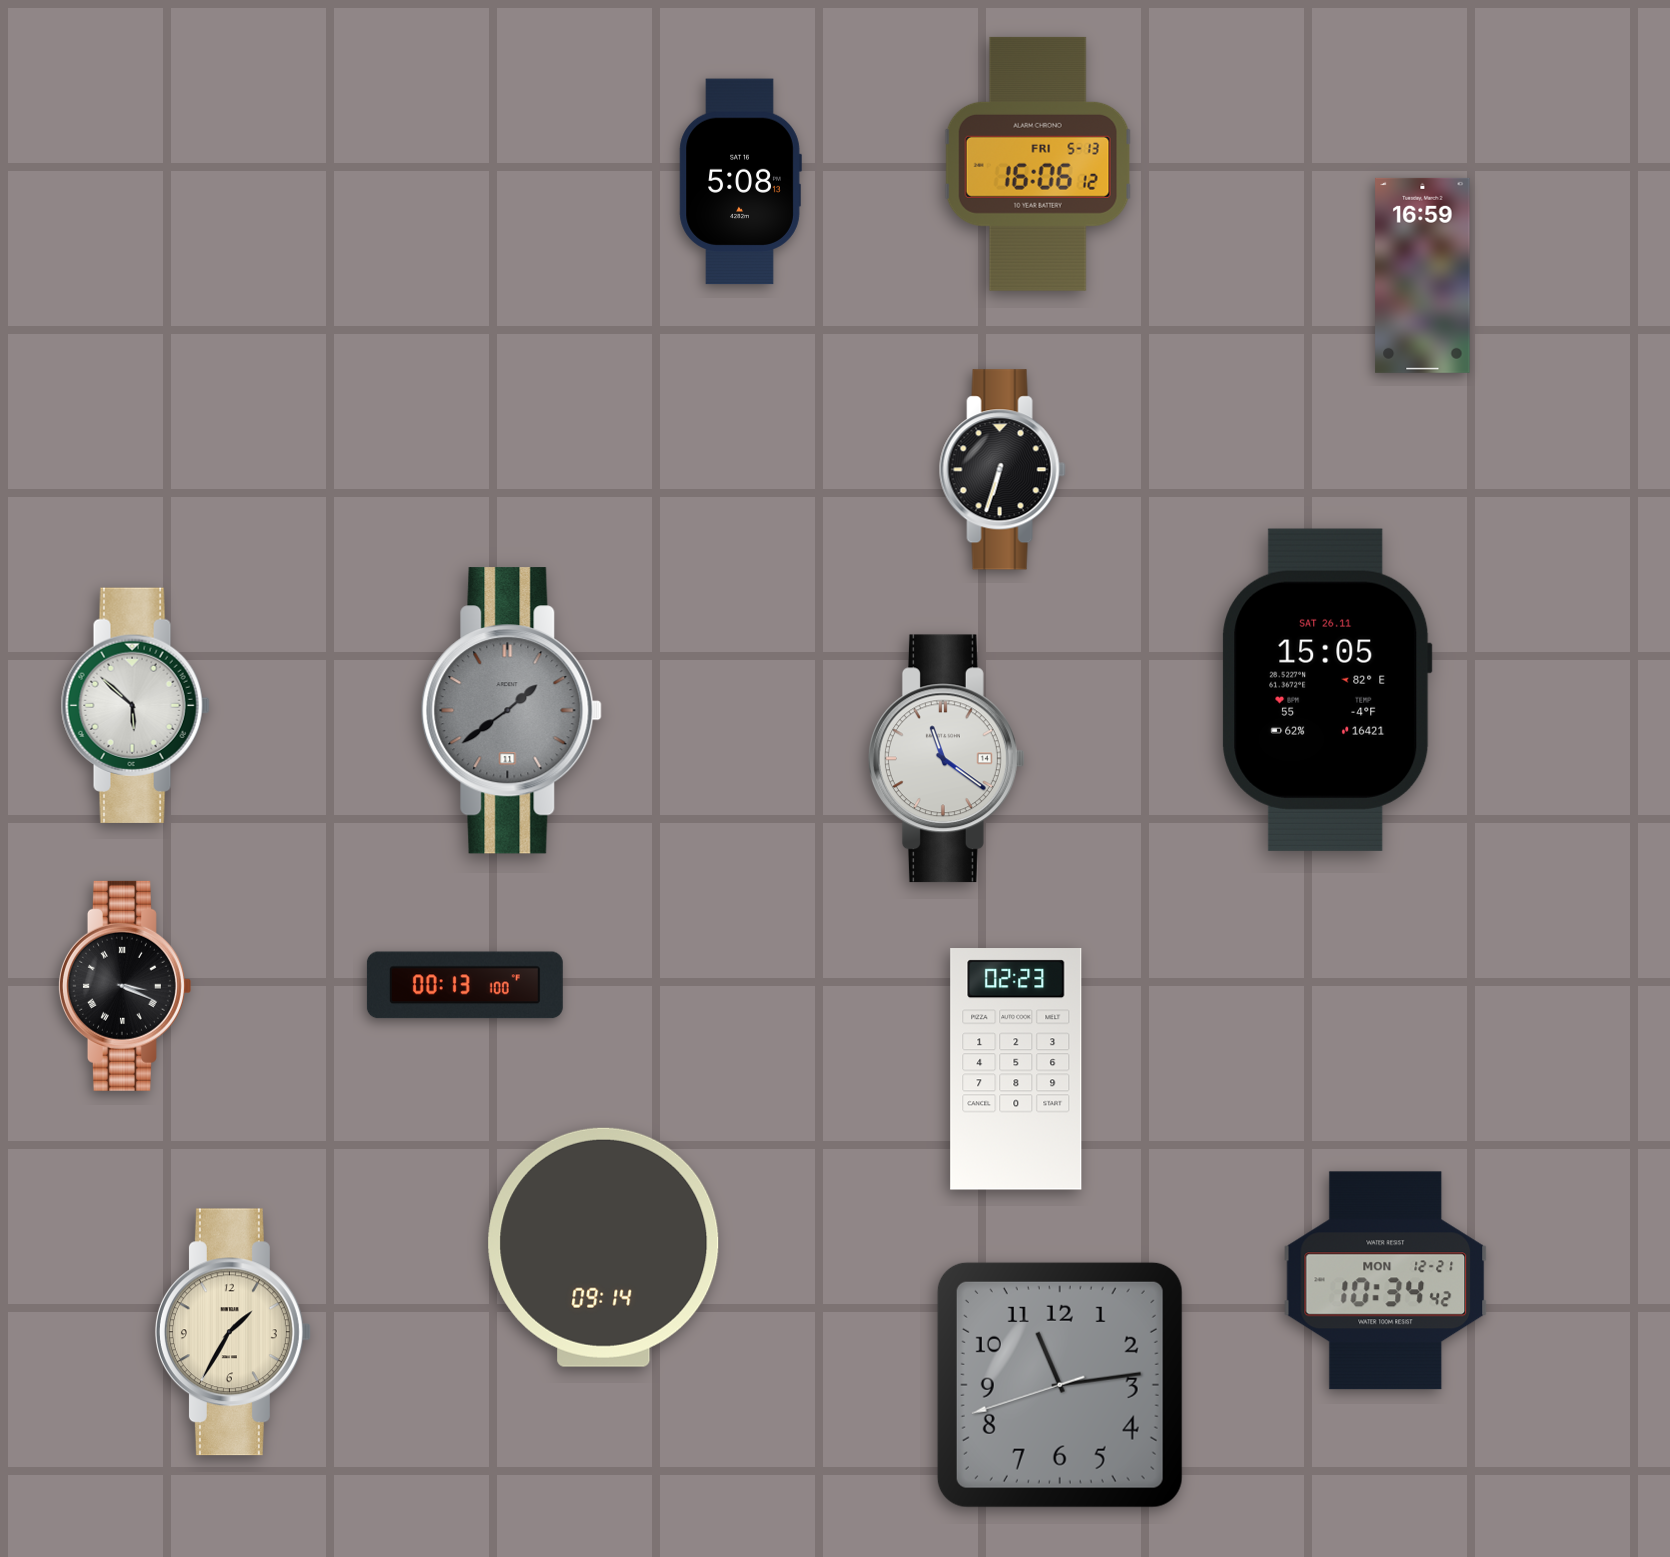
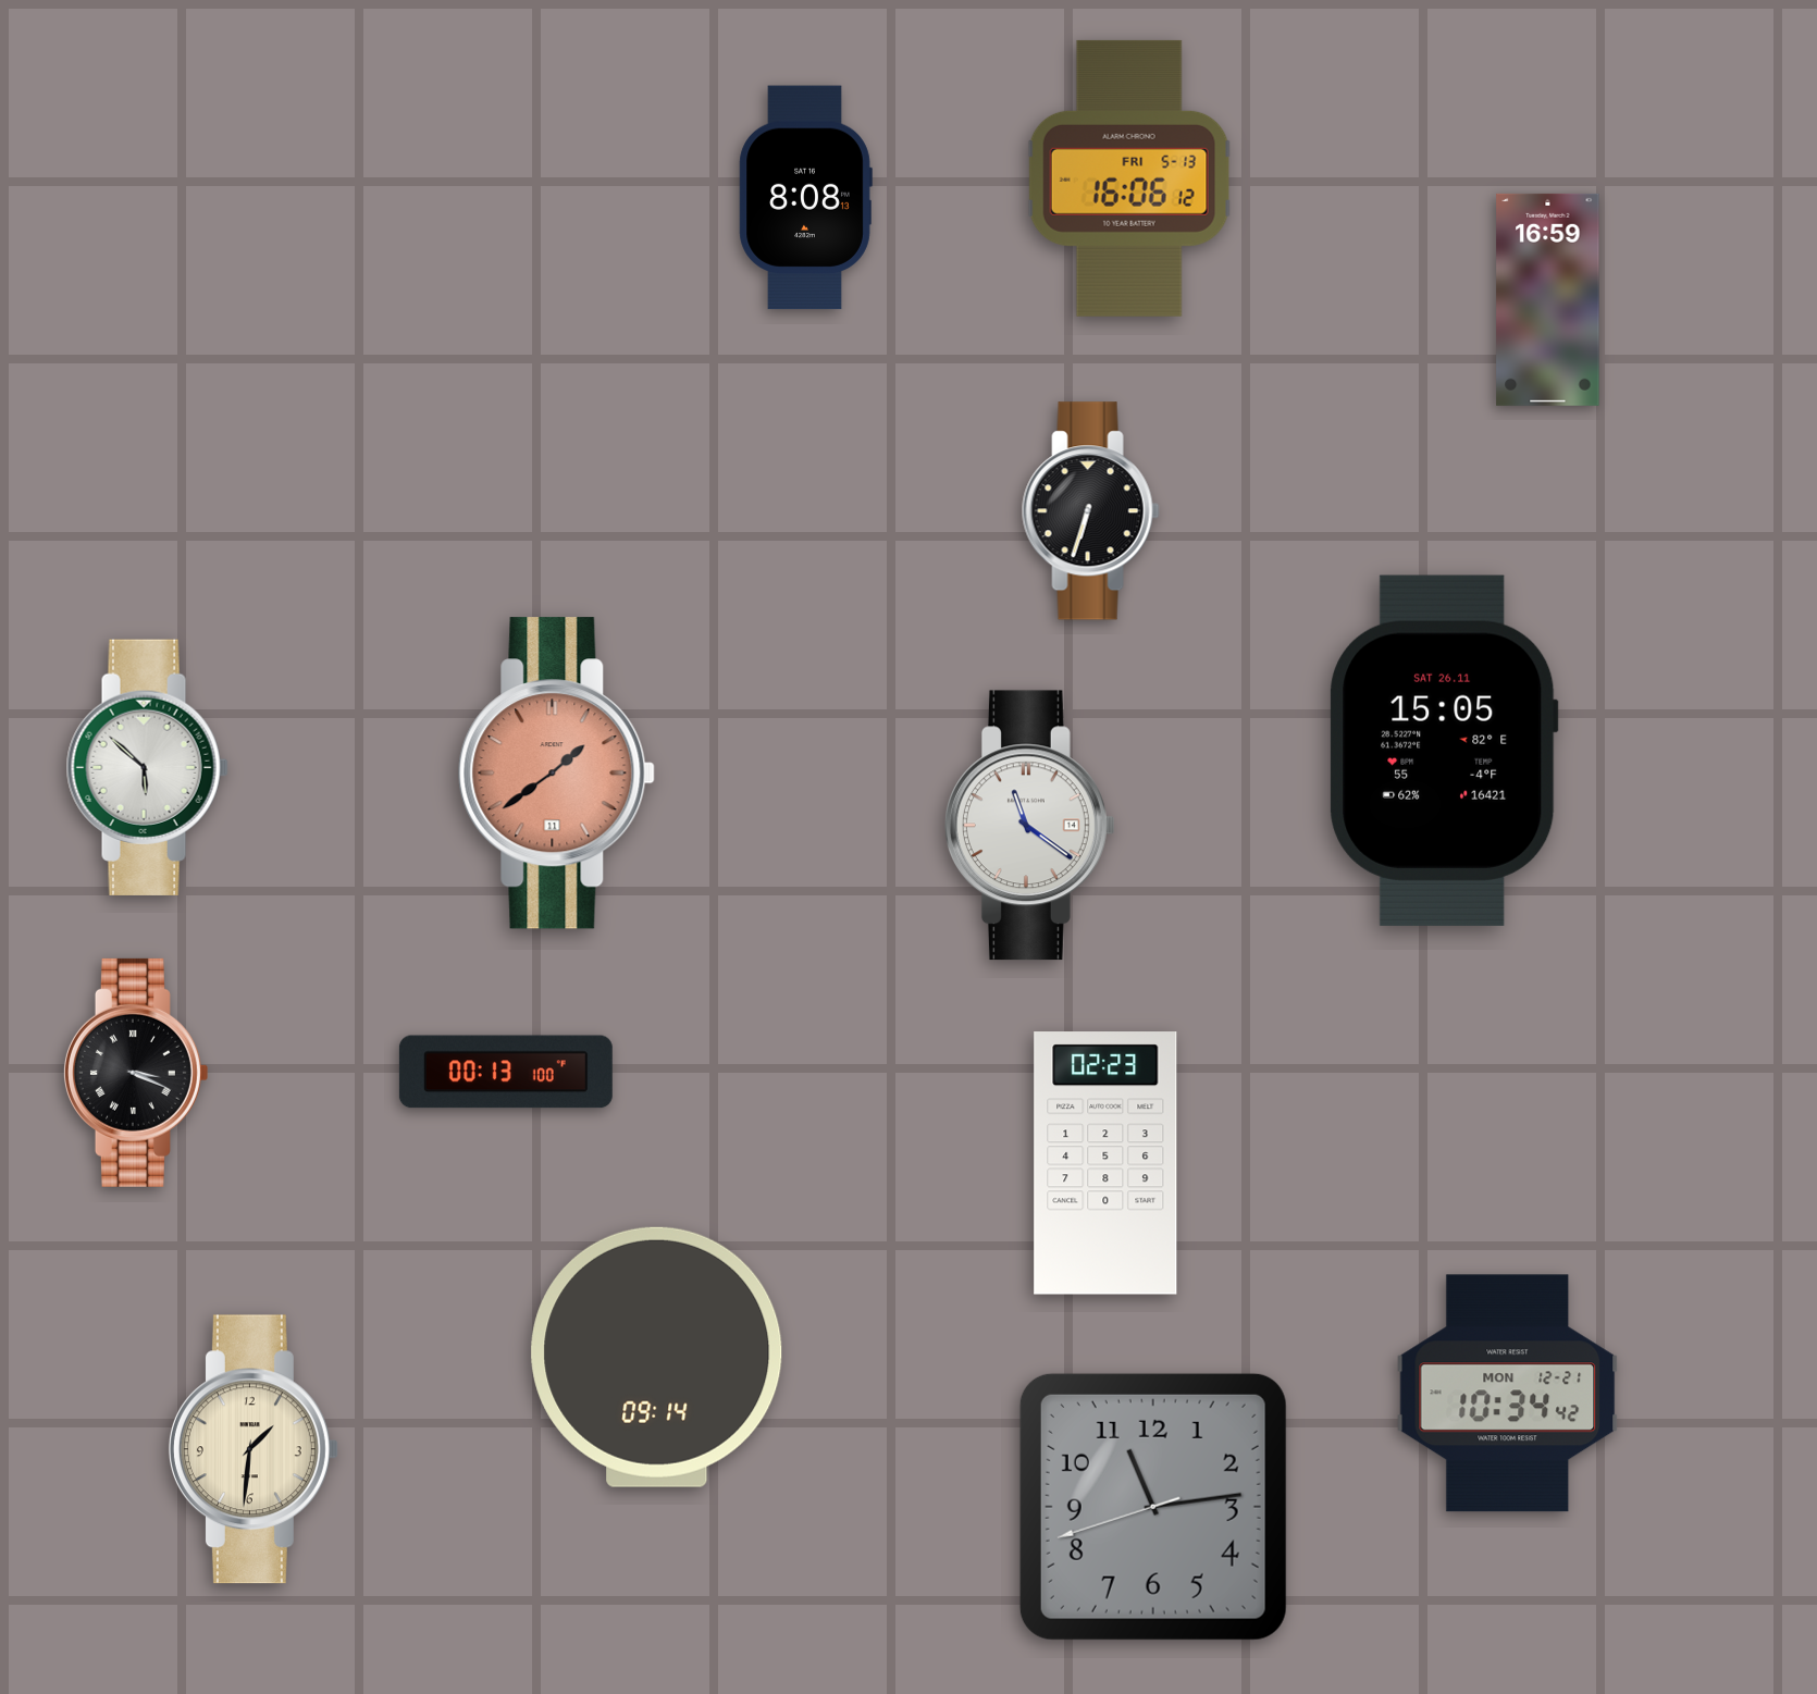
clock at (740, 182): 5:08 -> 8:08
clock at (511, 711) dial: grey -> salmon
clock at (233, 1332): 1:35 -> 1:31
